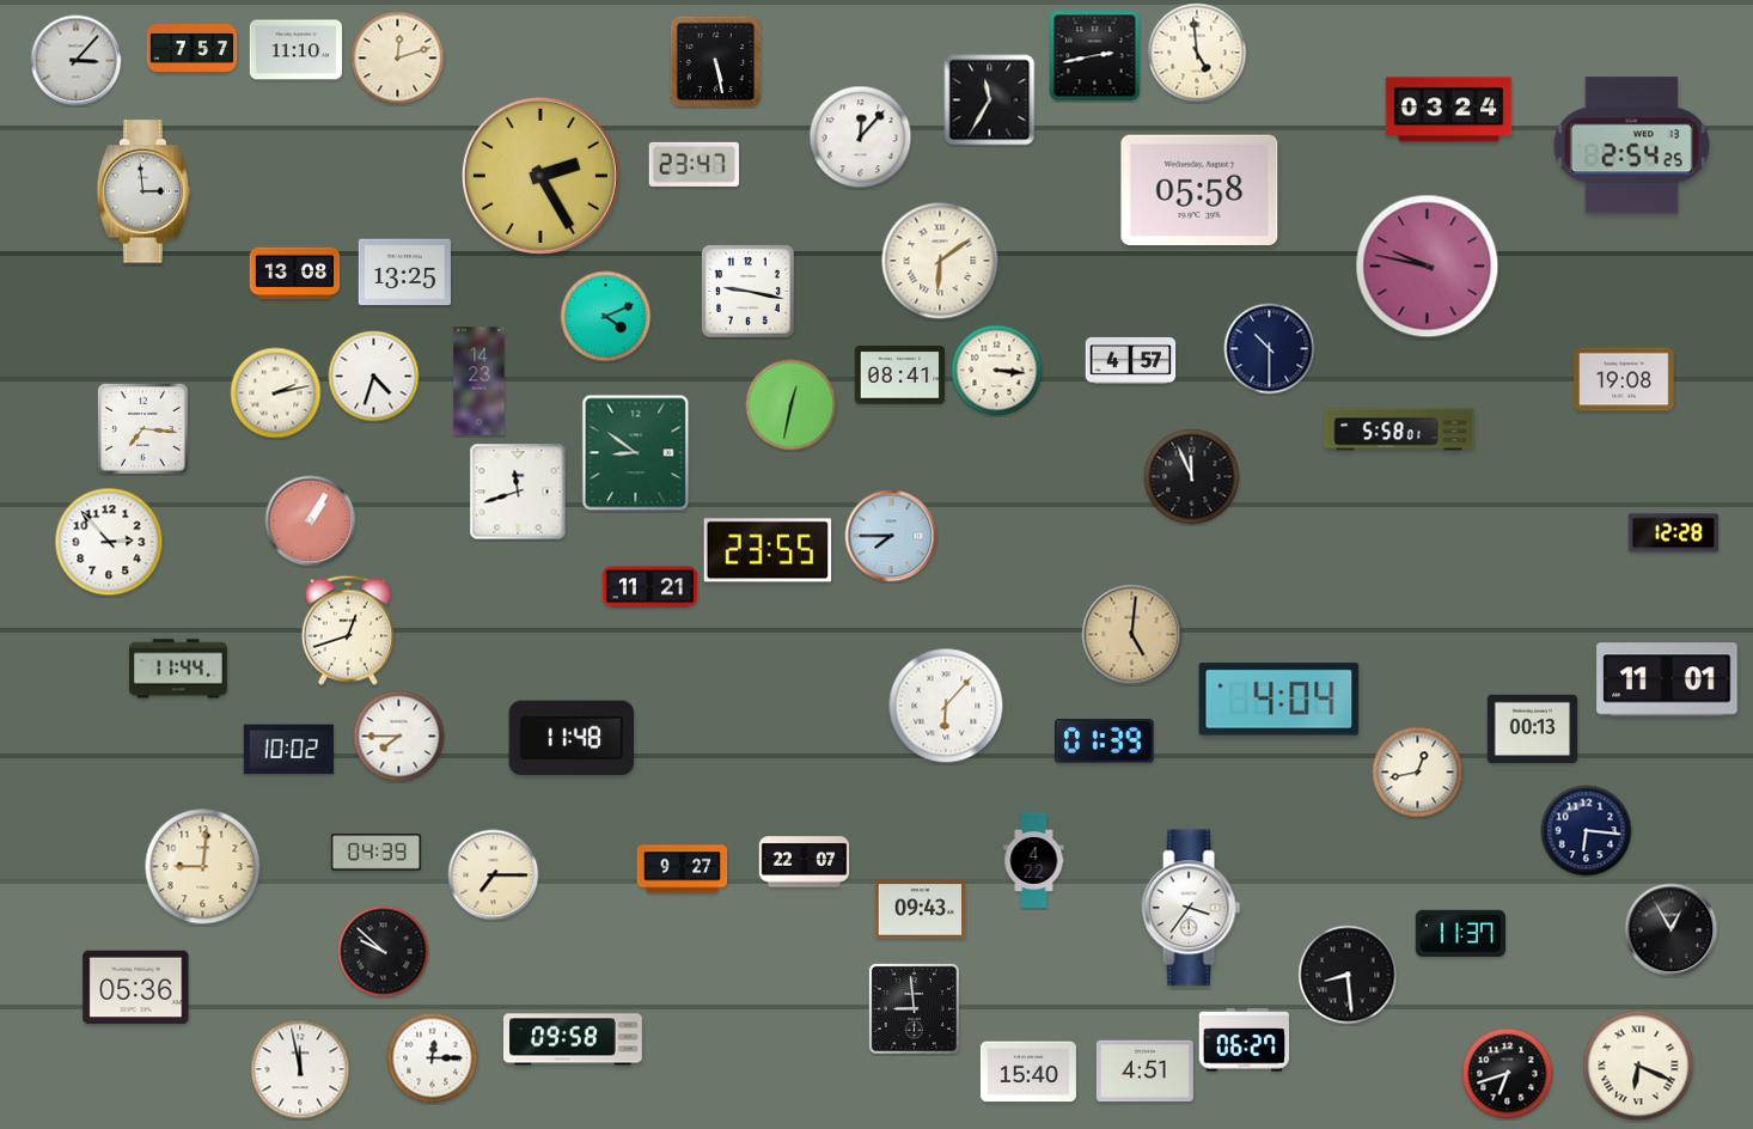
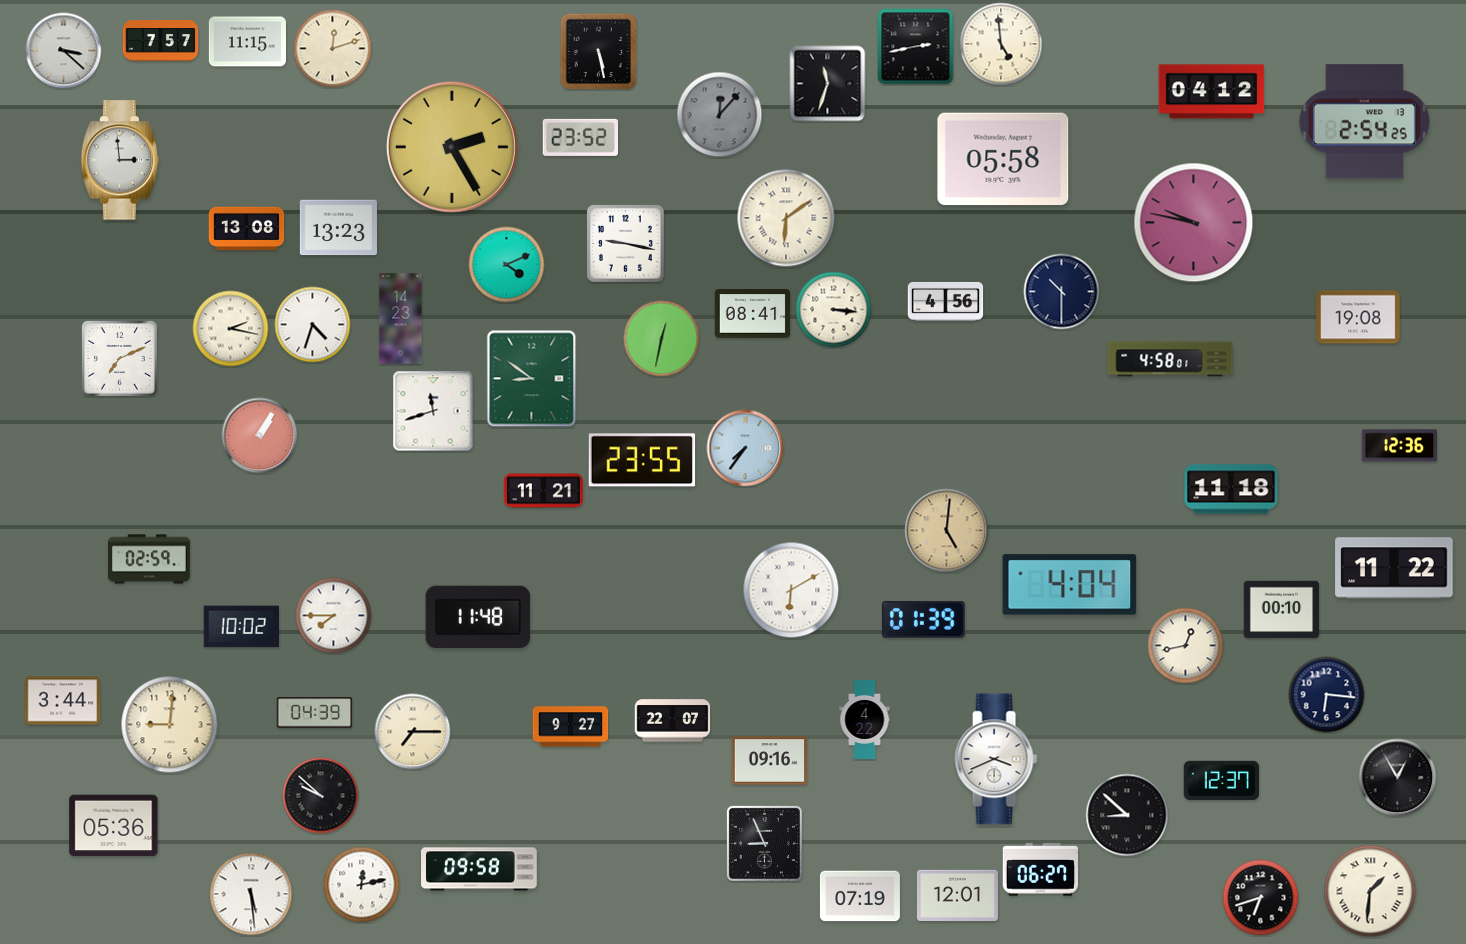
clock at (295, 50): 11:10 -> 11:15
clock at (77, 61): 3:07 -> 3:22
clock at (990, 100): 11:35 -> 11:33
clock at (1449, 110): 03:24 -> 04:12
clock at (861, 138) dial: white -> grey
clock at (694, 164): 23:47 -> 23:52
clock at (404, 273): 13:25 -> 13:23
clock at (1131, 360): 4:57 -> 4:56
clock at (374, 377) position: (374, 377) -> (313, 325)
clock at (276, 393): 2:13 -> 2:17
clock at (142, 428): 7:16 -> 7:11
clock at (1399, 429): 5:58 -> 4:58
clock at (1192, 477): 11:56 -> none
clock at (1674, 533): 12:28 -> 12:36
clock at (891, 536): 7:45 -> 7:36
clock at (109, 542): 2:53 -> none
clock at (1231, 489): none -> 11:18
clock at (348, 630): 12:42 -> none
clock at (179, 669): 11:44 -> 02:59
clock at (1667, 679): 11:01 -> 11:22
clock at (946, 706): 6:07 -> 6:10
clock at (1533, 730): 00:13 -> 00:10
clock at (63, 701): none -> 3:44
clock at (1191, 908): 3:36 -> 3:41
clock at (921, 910): 09:43 -> 09:16
clock at (1461, 933): 11:37 -> 12:37
clock at (1348, 975): 8:29 -> 8:52
clock at (914, 1008): 8:59 -> 8:56
clock at (433, 1058): 12:15 -> 12:13
clock at (1638, 1066): 6:19 -> 1:31
clock at (300, 1069): 11:58 -> 5:29
clock at (1144, 1070): 4:51 -> 12:01
clock at (1028, 1072): 15:40 -> 07:19
